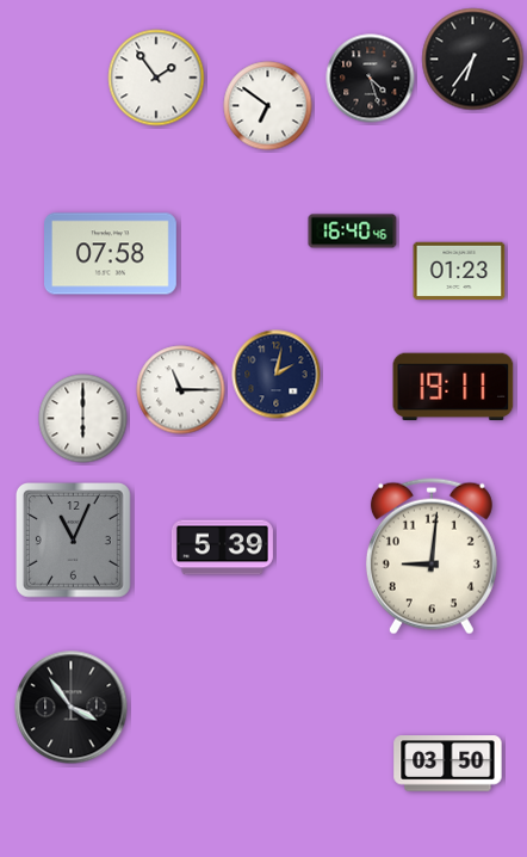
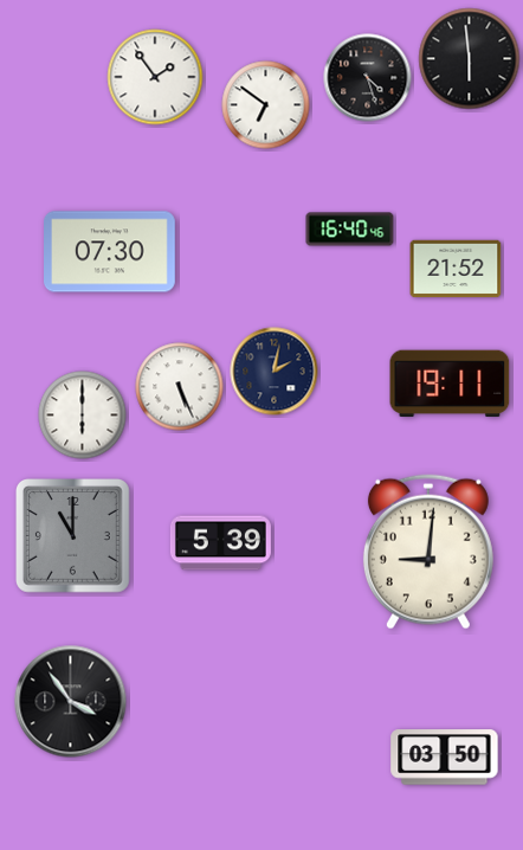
clock at (473, 60): 6:36 -> 5:59
clock at (111, 254): 07:58 -> 07:30
clock at (459, 271): 01:23 -> 21:52
clock at (181, 390): 11:15 -> 5:26
clock at (74, 541): 11:04 -> 11:00
